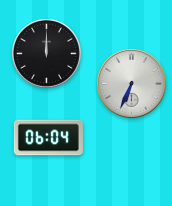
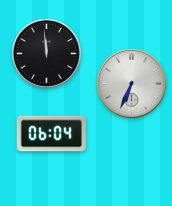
clock at (47, 54): 12:00 -> 11:59
clock at (48, 138) position: (48, 138) -> (51, 134)
